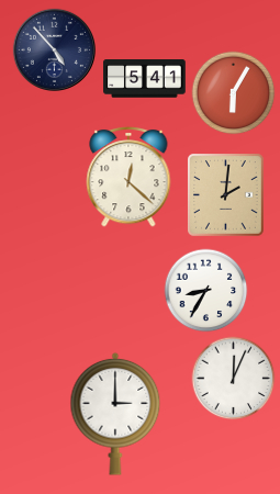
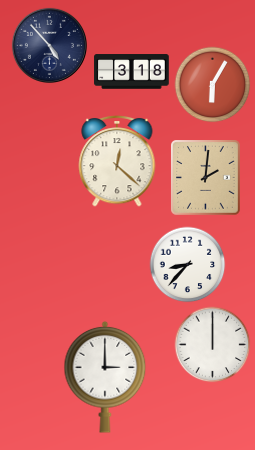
clock at (145, 79): 5:41 -> 3:18
clock at (206, 291): 8:35 -> 8:37
clock at (234, 379): 12:04 -> 12:00
